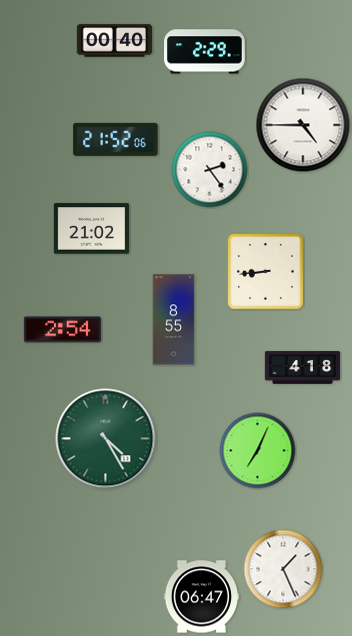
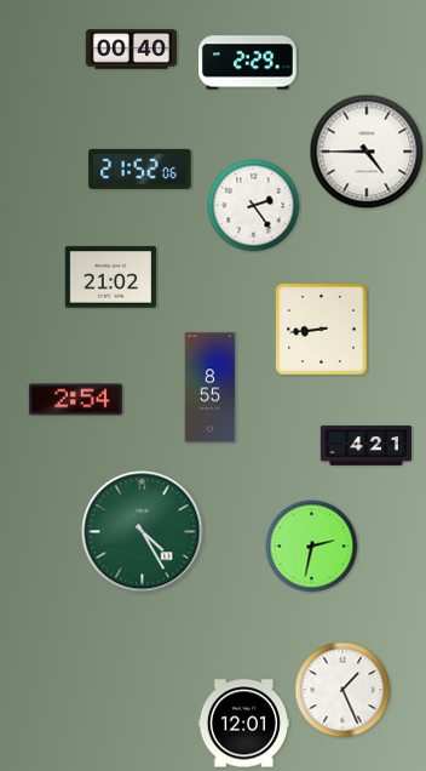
clock at (114, 41) position: (114, 41) -> (131, 50)
clock at (303, 368): 4:18 -> 4:21
clock at (106, 439) position: (106, 439) -> (143, 532)
clock at (258, 451): 7:04 -> 2:32
clock at (201, 597): 06:47 -> 12:01
